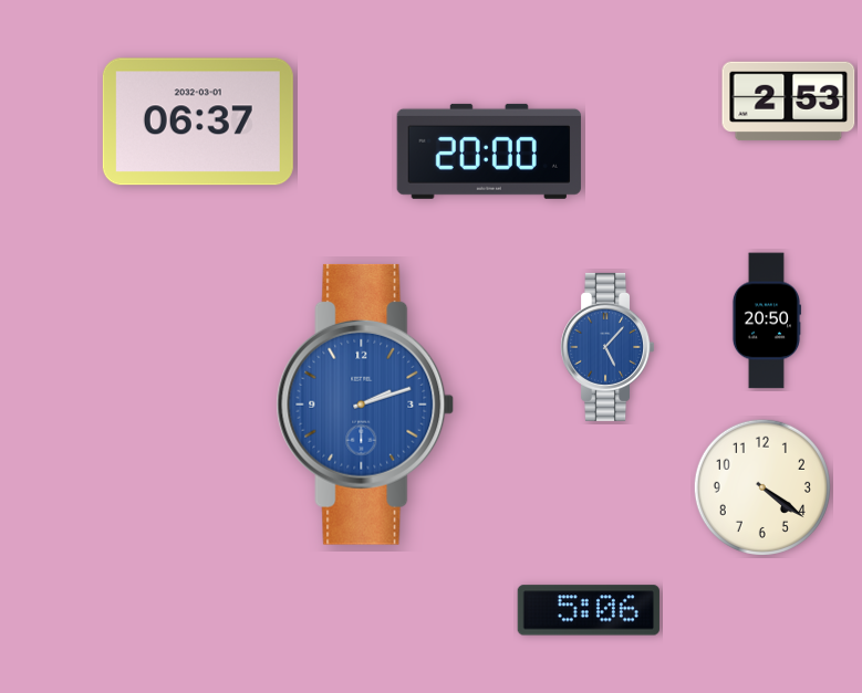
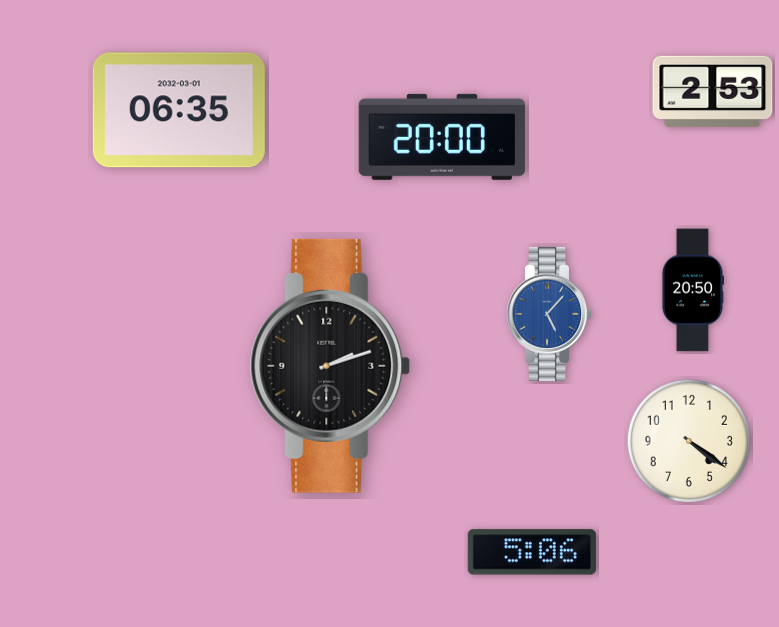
clock at (198, 122): 06:37 -> 06:35
clock at (365, 405) dial: blue -> black
